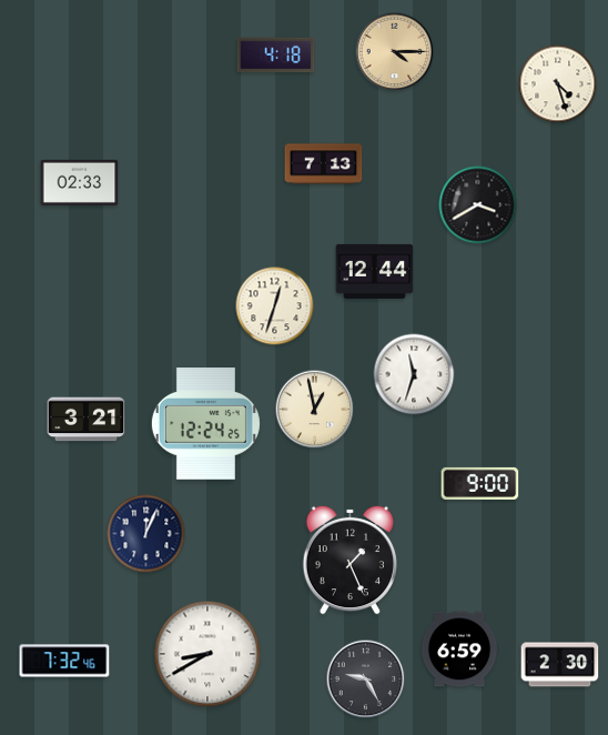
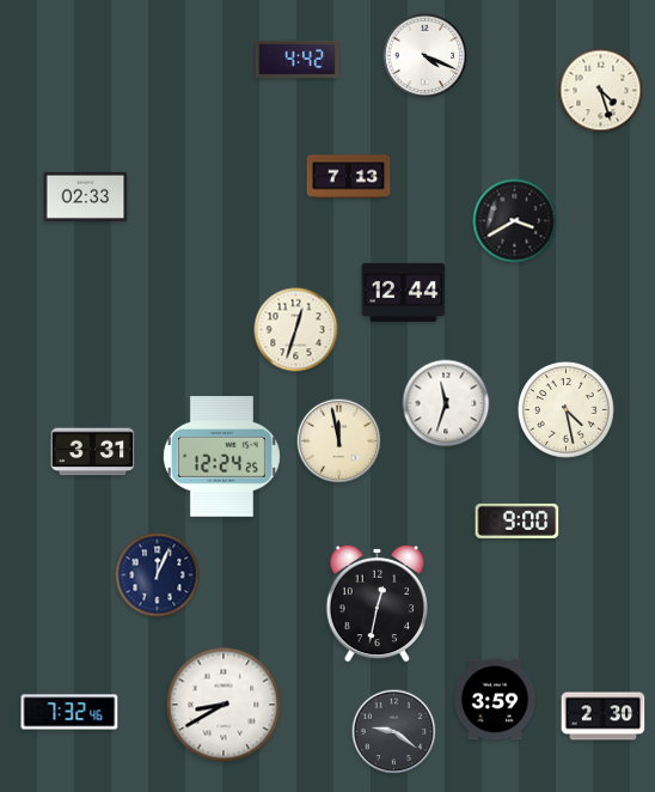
clock at (395, 52): 4:15 -> 4:19
clock at (395, 52) dial: champagne -> white
clock at (276, 56): 4:18 -> 4:42
clock at (565, 409): none -> 4:28
clock at (315, 410): 12:58 -> 11:58
clock at (87, 420): 3:21 -> 3:31
clock at (349, 560): 1:26 -> 12:32
clock at (459, 650): 6:59 -> 3:59
clock at (366, 679): 9:25 -> 9:21
